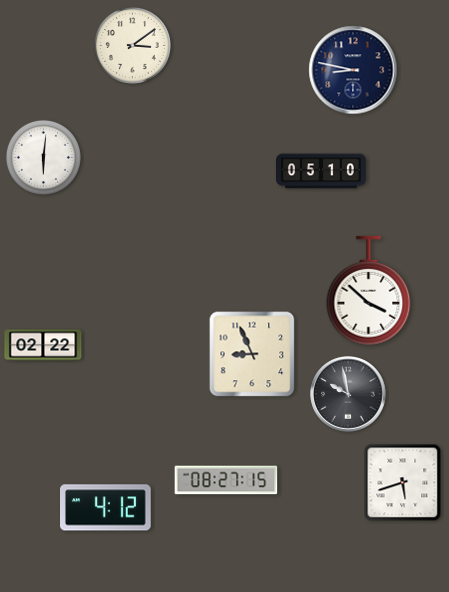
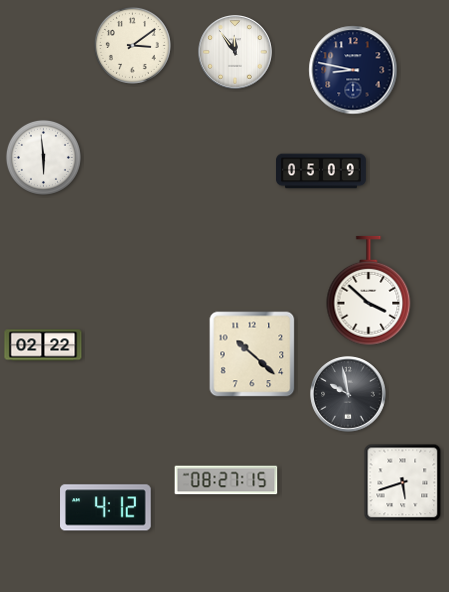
clock at (235, 52): none -> 11:54
clock at (43, 157): 6:01 -> 5:59
clock at (322, 171): 05:10 -> 05:09
clock at (252, 354): 8:56 -> 10:22
